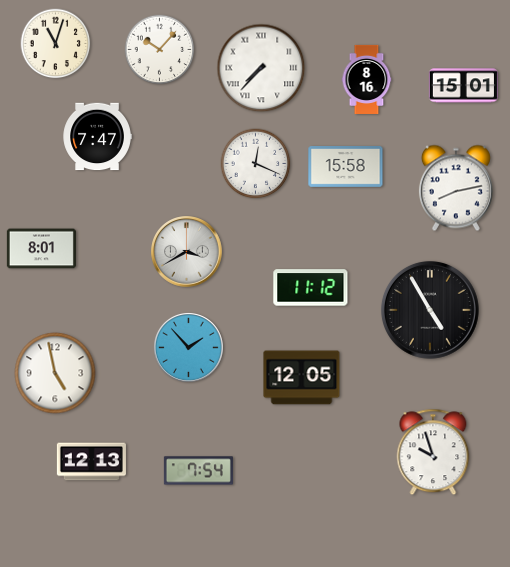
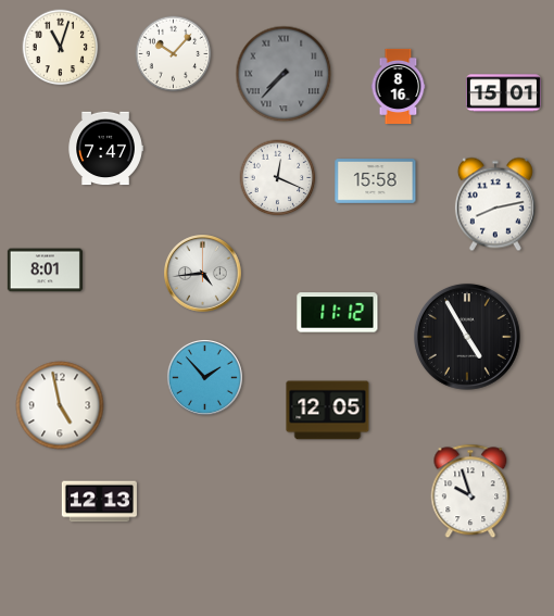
clock at (261, 68) dial: white -> grey
clock at (187, 252): 3:40 -> 4:44
clock at (198, 471): 7:54 -> none
